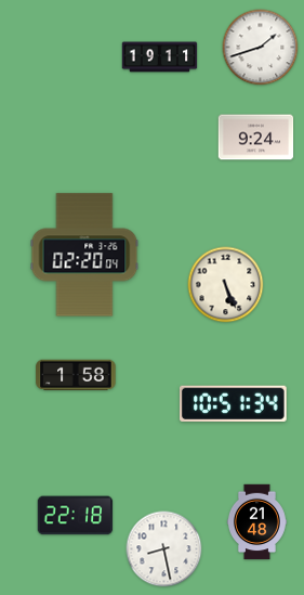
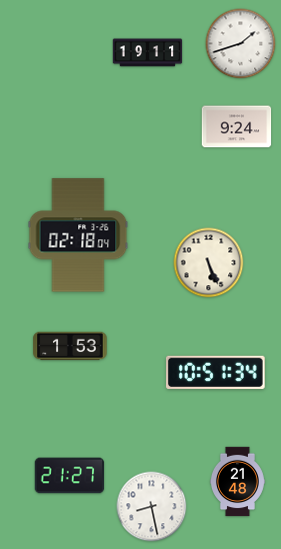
clock at (84, 255): 02:20 -> 02:18
clock at (76, 375): 1:58 -> 1:53
clock at (76, 516): 22:18 -> 21:27
